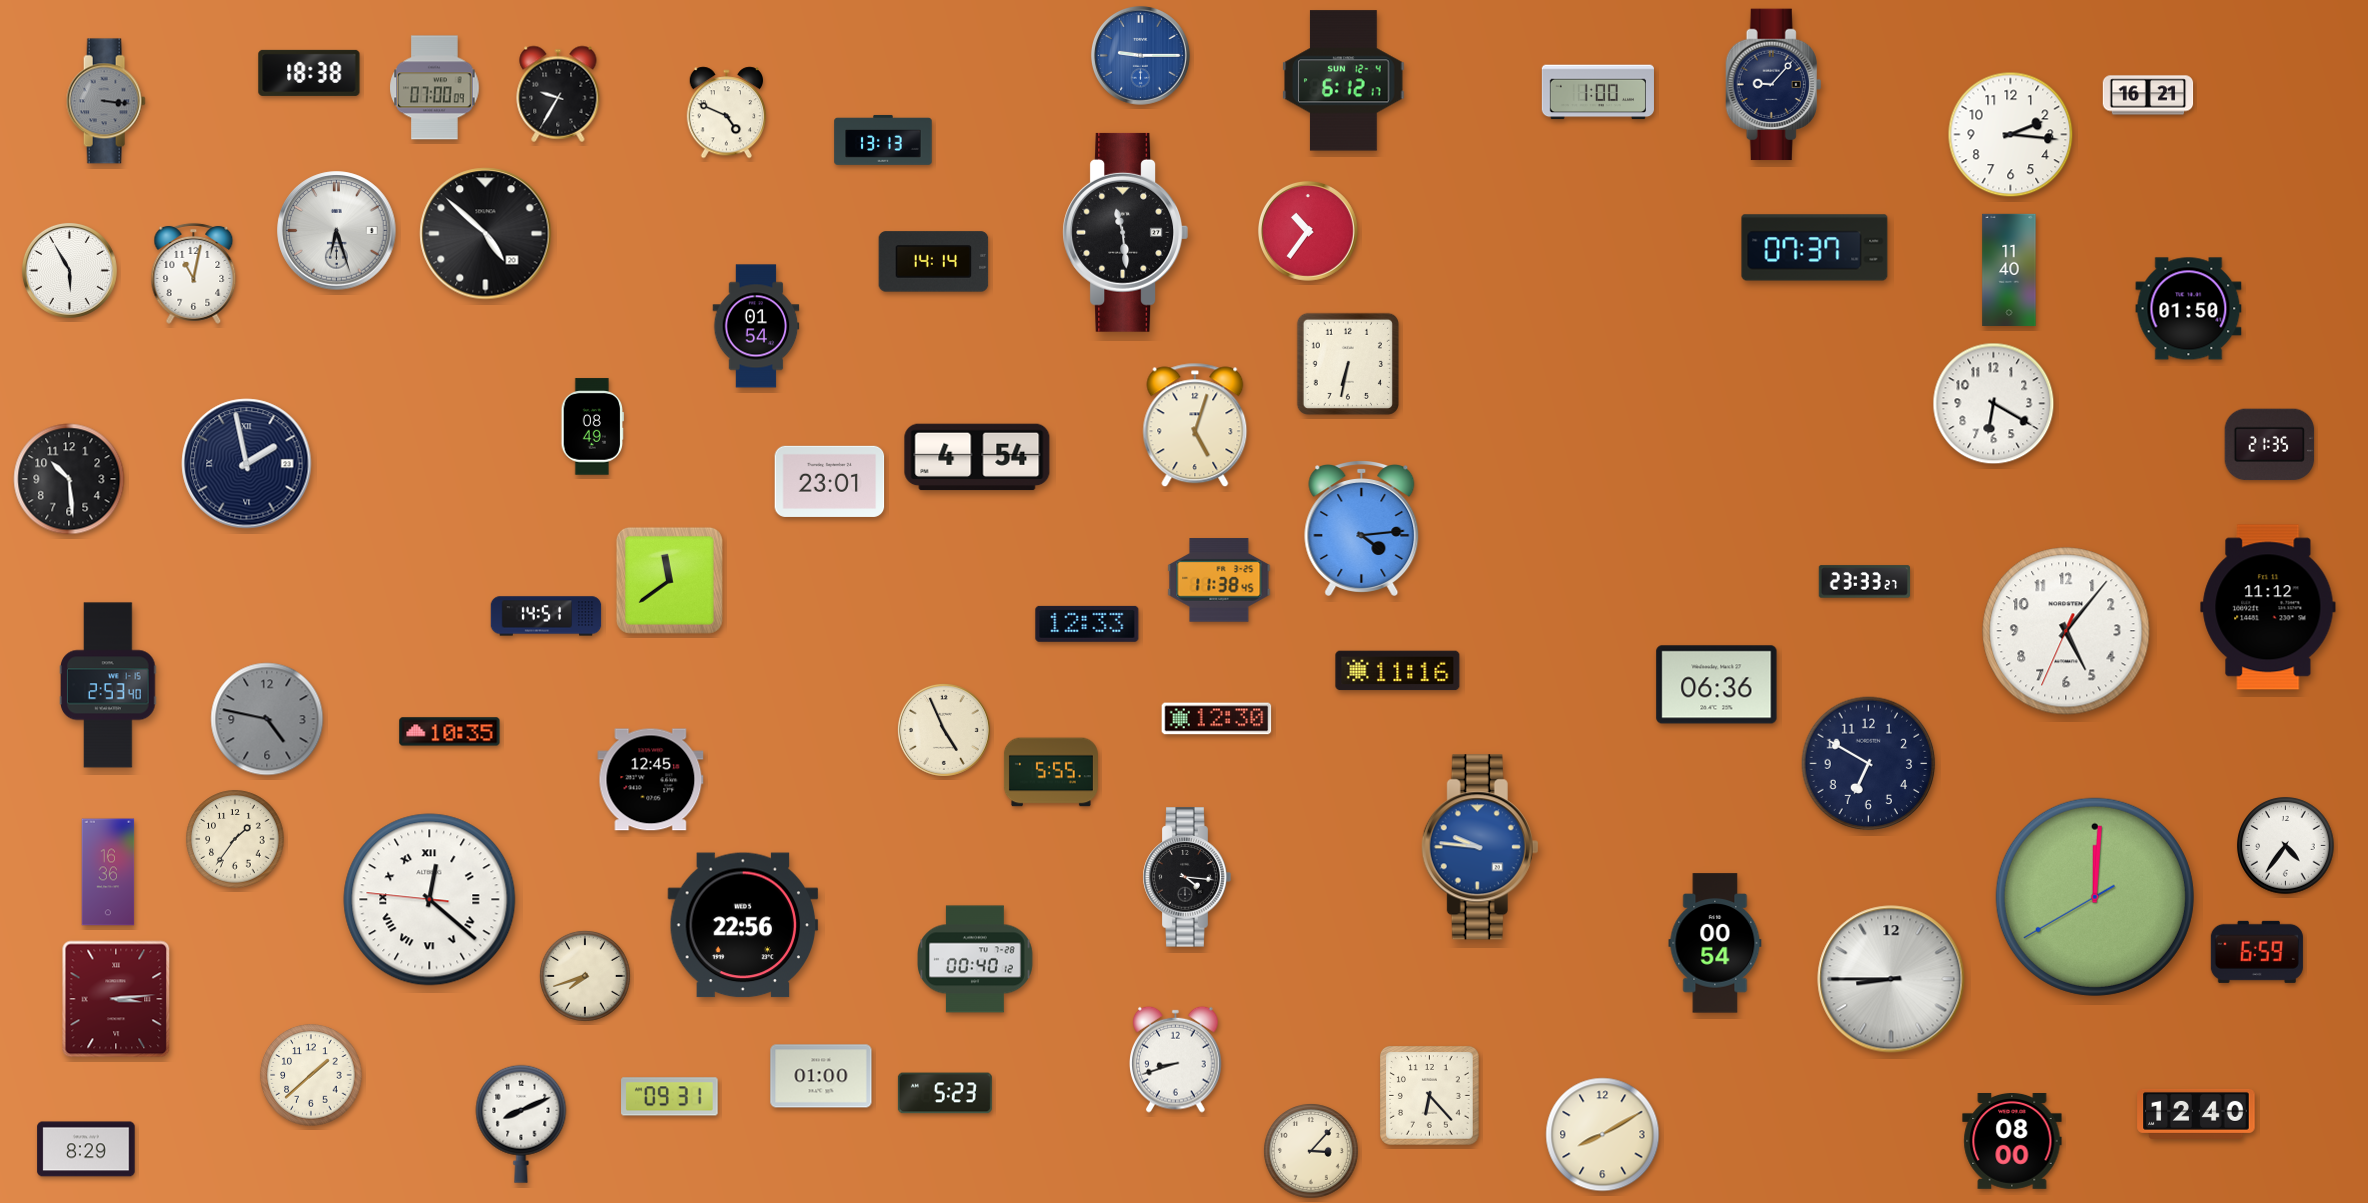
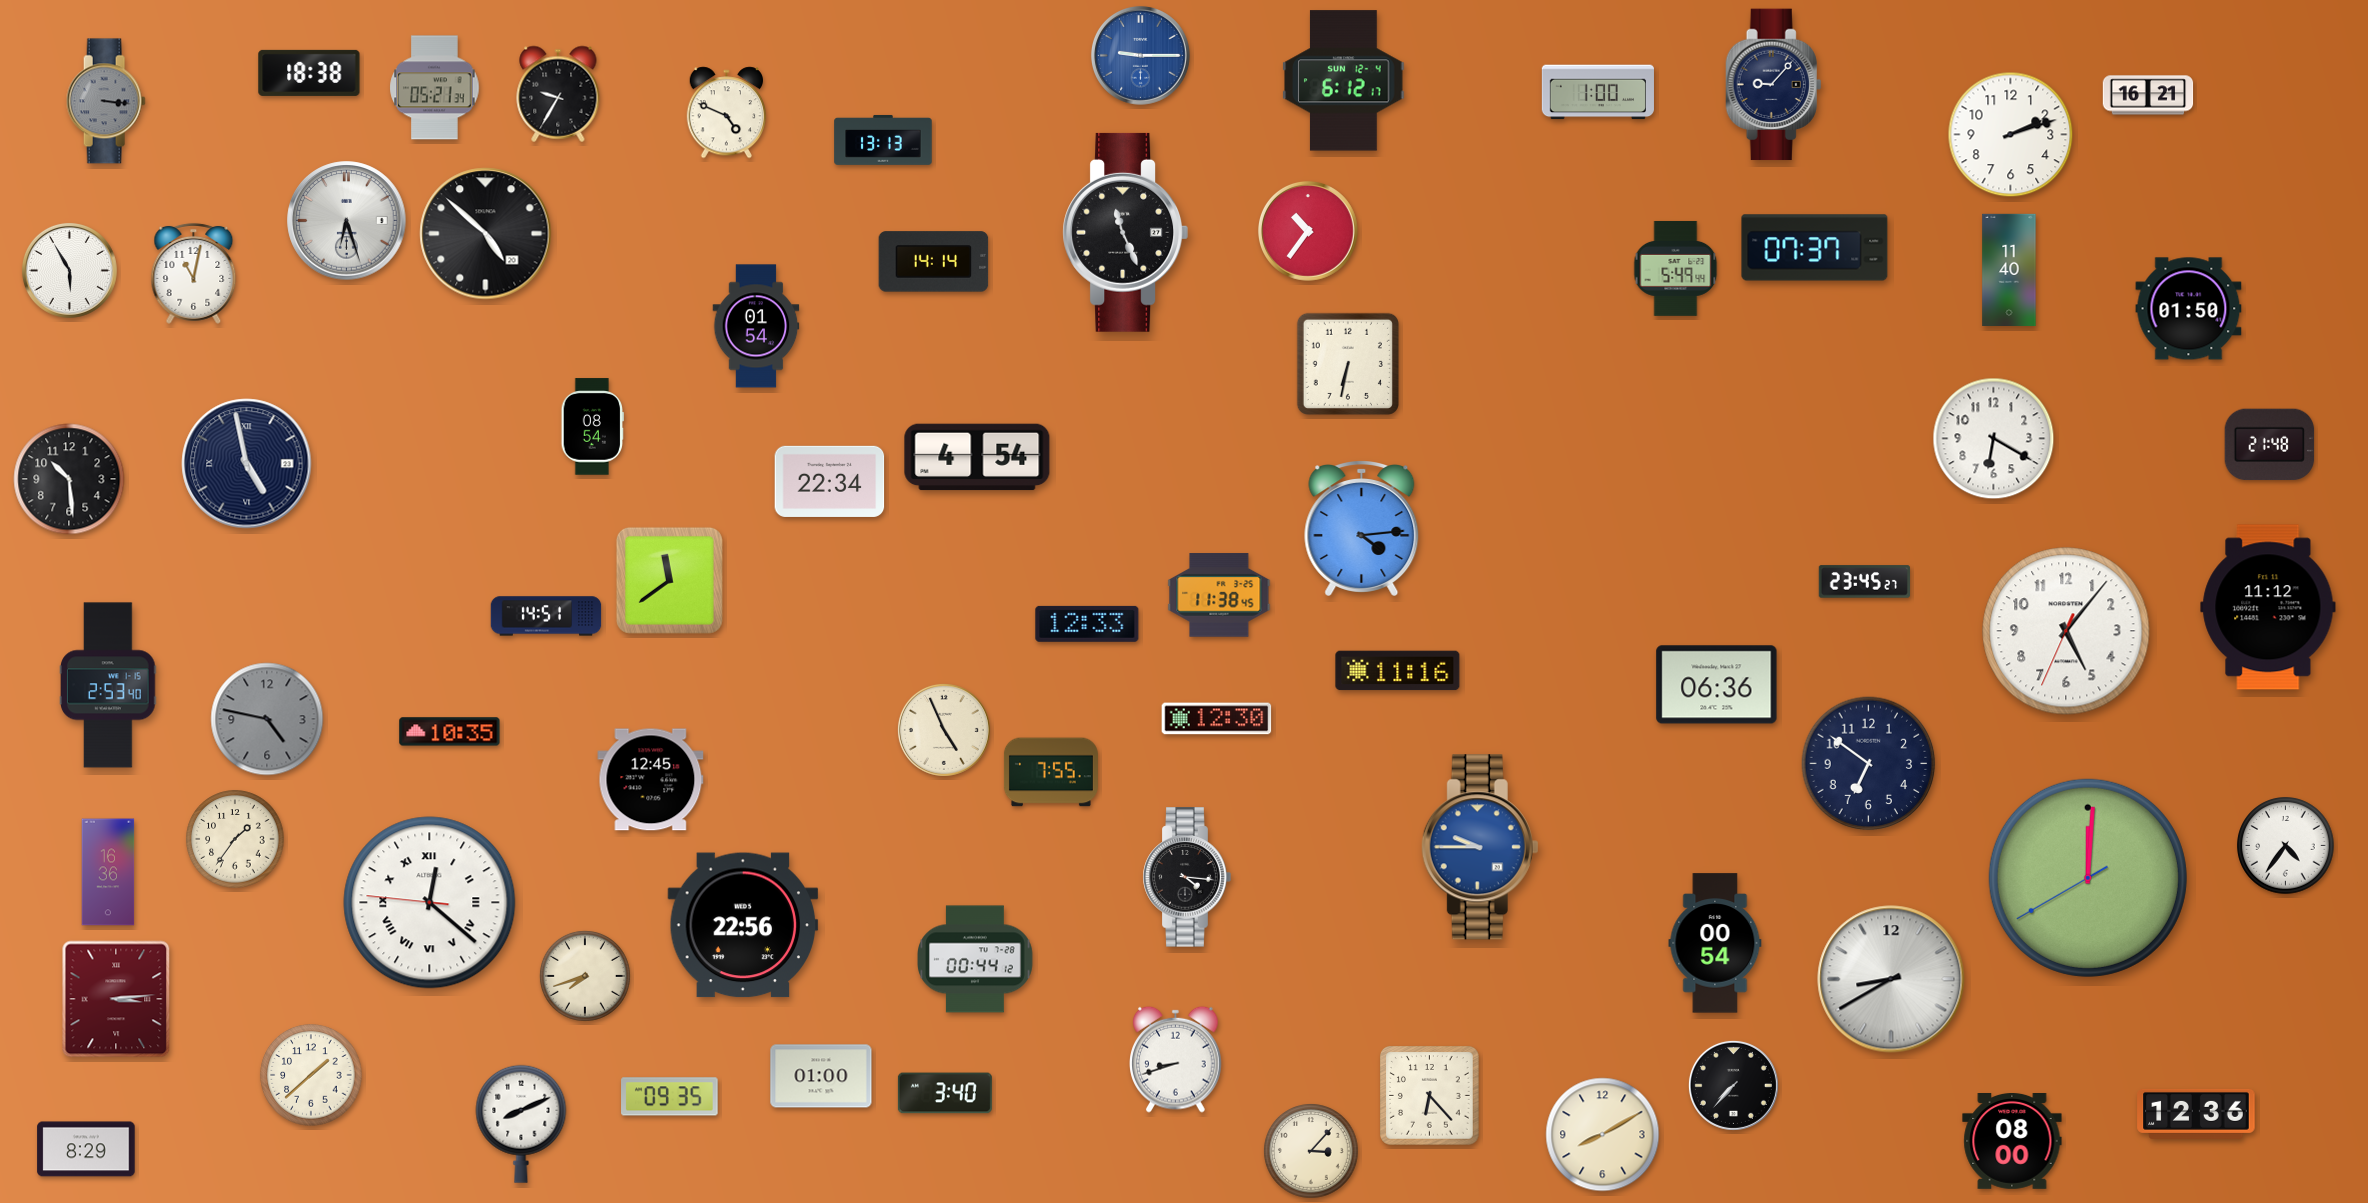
clock at (435, 88): 07:00 -> 05:21
clock at (2011, 135): 2:16 -> 2:12
clock at (337, 231) position: (337, 231) -> (347, 221)
clock at (1126, 232): 11:29 -> 11:26
clock at (1676, 268): none -> 5:49
clock at (1994, 404) position: (1994, 404) -> (1994, 439)
clock at (1195, 425): 5:03 -> none
clock at (592, 427): 08:49 -> 08:54
clock at (2270, 445): 21:35 -> 21:48
clock at (247, 464): 1:58 -> 4:58
clock at (830, 481): 23:01 -> 22:34
clock at (1219, 580) position: (1219, 580) -> (1219, 595)
clock at (1864, 582): 23:33 -> 23:45
clock at (1869, 764): 6:50 -> 6:51
clock at (1051, 772): 5:55 -> 7:55
clock at (1480, 847): 9:46 -> 9:45
clock at (2095, 897) position: (2095, 897) -> (2088, 878)
clock at (430, 900) position: (430, 900) -> (430, 903)
clock at (2257, 952): 6:59 -> none
clock at (976, 959): 00:40 -> 00:44
clock at (1891, 979): 8:45 -> 8:40
clock at (1733, 1085): none -> 7:37
clock at (945, 1093): 5:23 -> 3:40
clock at (670, 1097): 09:31 -> 09:35
clock at (2196, 1114): 12:40 -> 12:36
